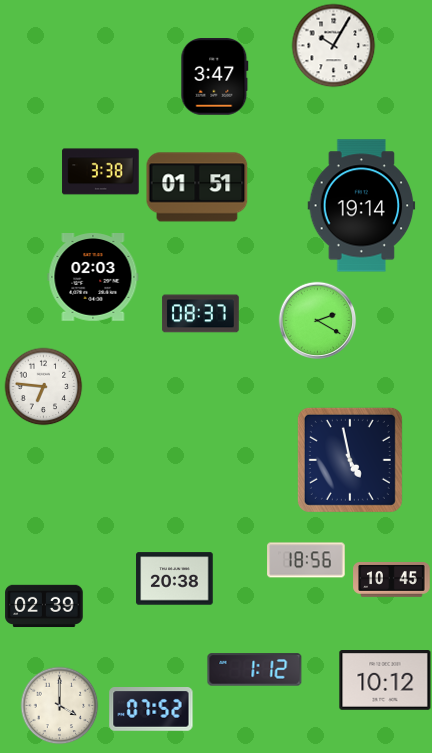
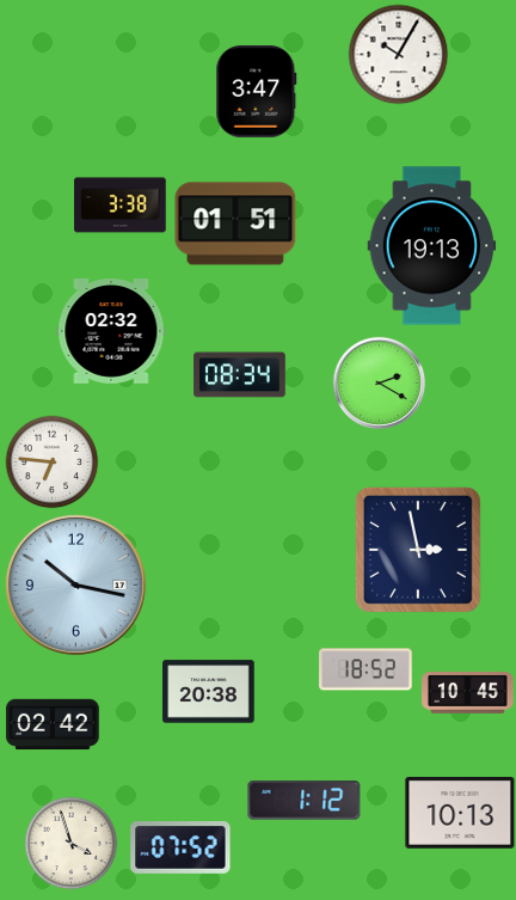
clock at (362, 206): 19:14 -> 19:13
clock at (93, 278): 02:03 -> 02:32
clock at (201, 314): 08:37 -> 08:34
clock at (350, 460): 4:58 -> 2:58
clock at (75, 584): none -> 10:17
clock at (306, 560): 18:56 -> 18:52
clock at (44, 606): 02:39 -> 02:42
clock at (385, 681): 10:12 -> 10:13
clock at (59, 705): 4:00 -> 3:57
